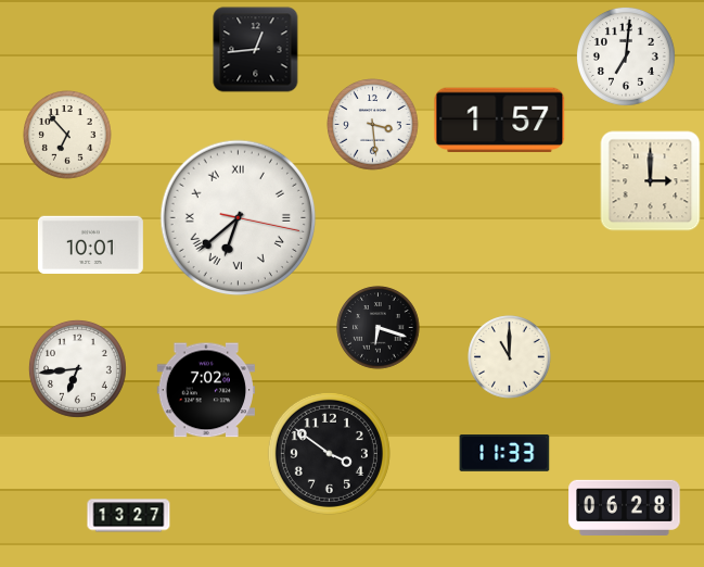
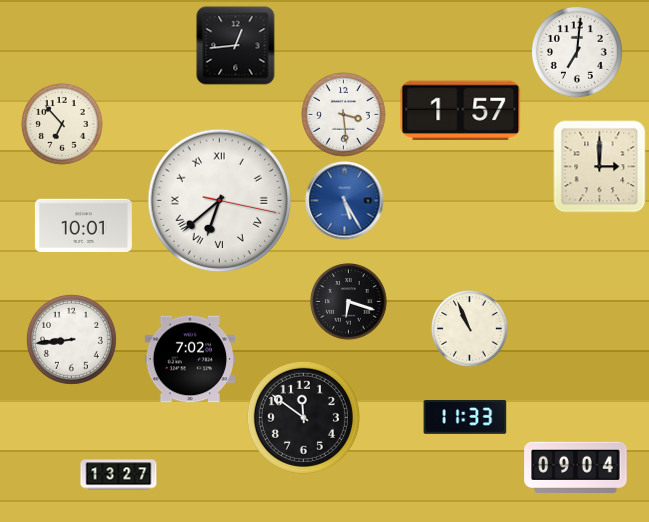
clock at (345, 201): none -> 5:25
clock at (510, 357): 11:00 -> 10:56
clock at (77, 368): 6:44 -> 8:44
clock at (329, 453): 3:51 -> 11:51
clock at (625, 507): 06:28 -> 09:04
